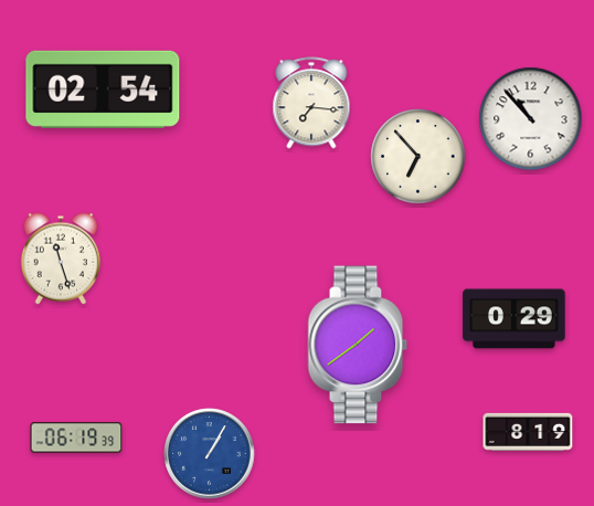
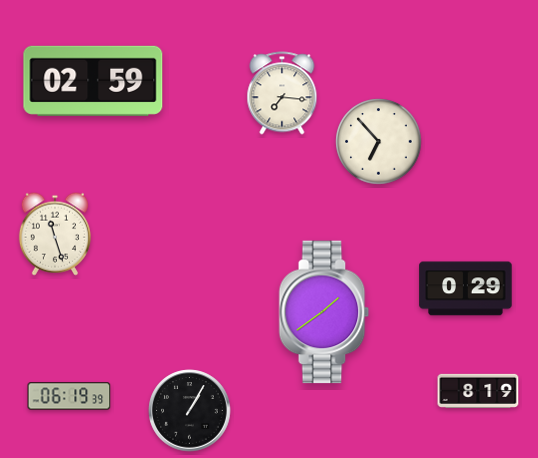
clock at (103, 89): 02:54 -> 02:59
clock at (531, 119): 10:53 -> none
clock at (210, 454) dial: blue -> black
